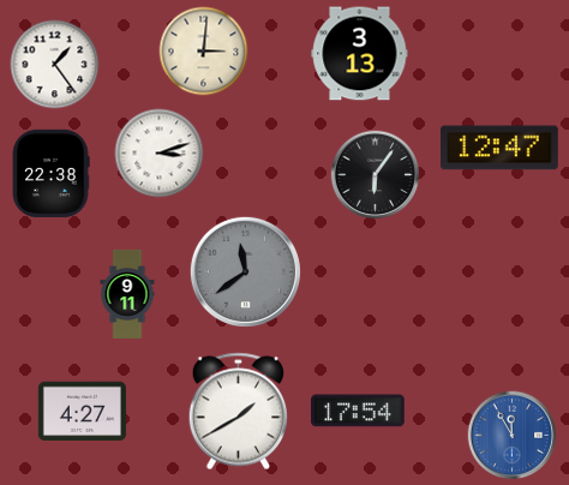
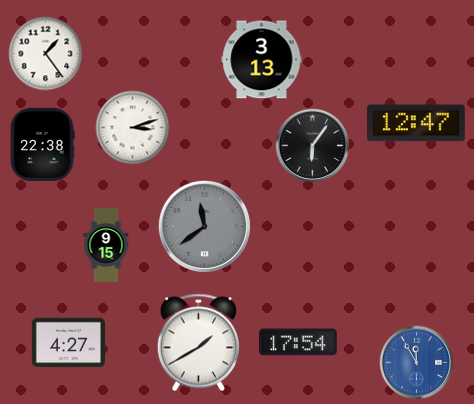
clock at (204, 52): 3:01 -> none
clock at (360, 54) position: (360, 54) -> (262, 60)
clock at (127, 294): 9:11 -> 9:15
clock at (513, 436) position: (513, 436) -> (417, 363)
